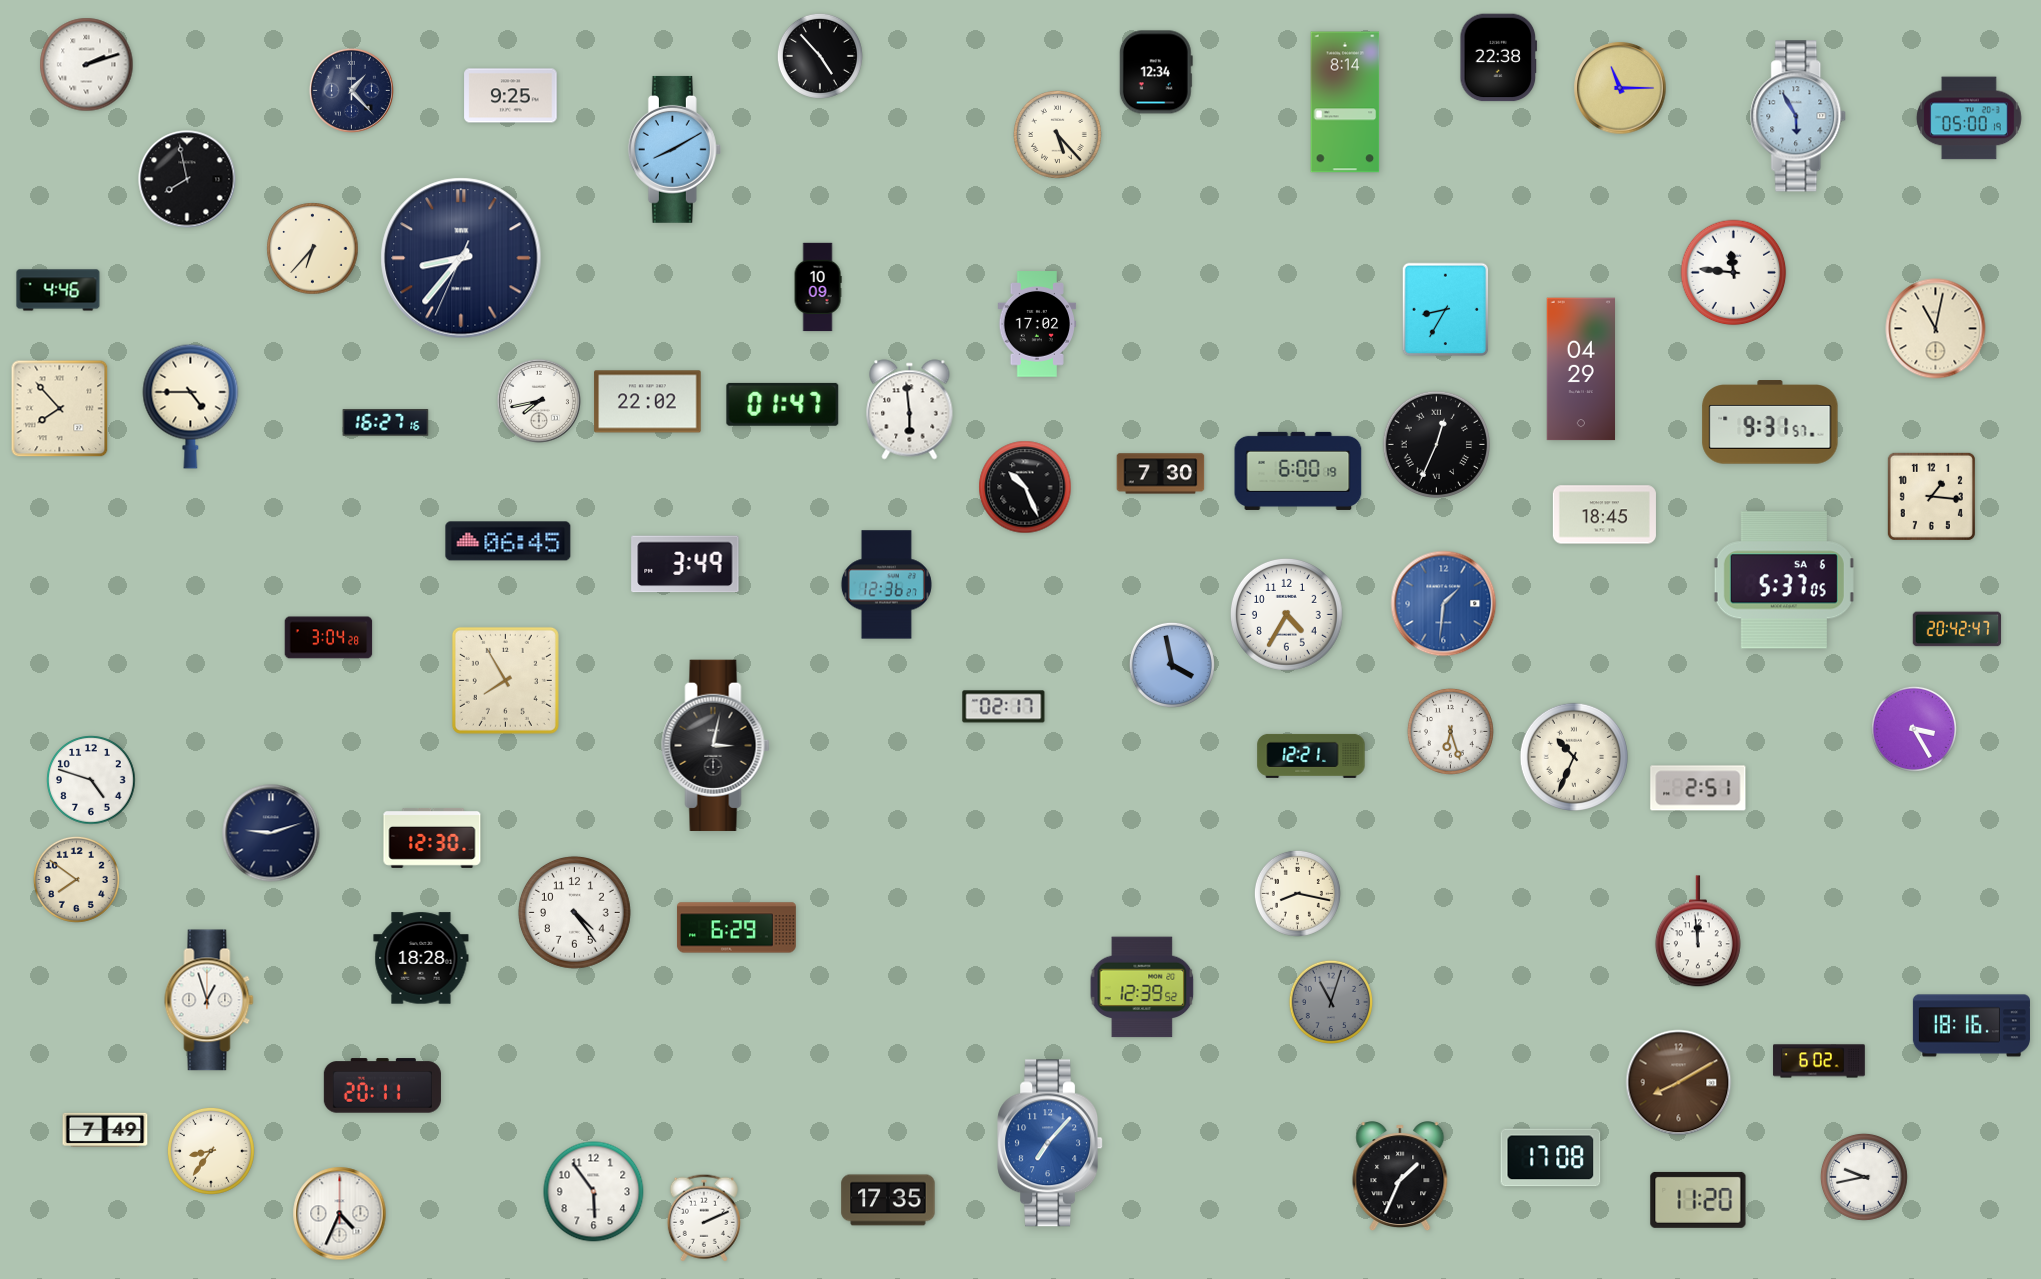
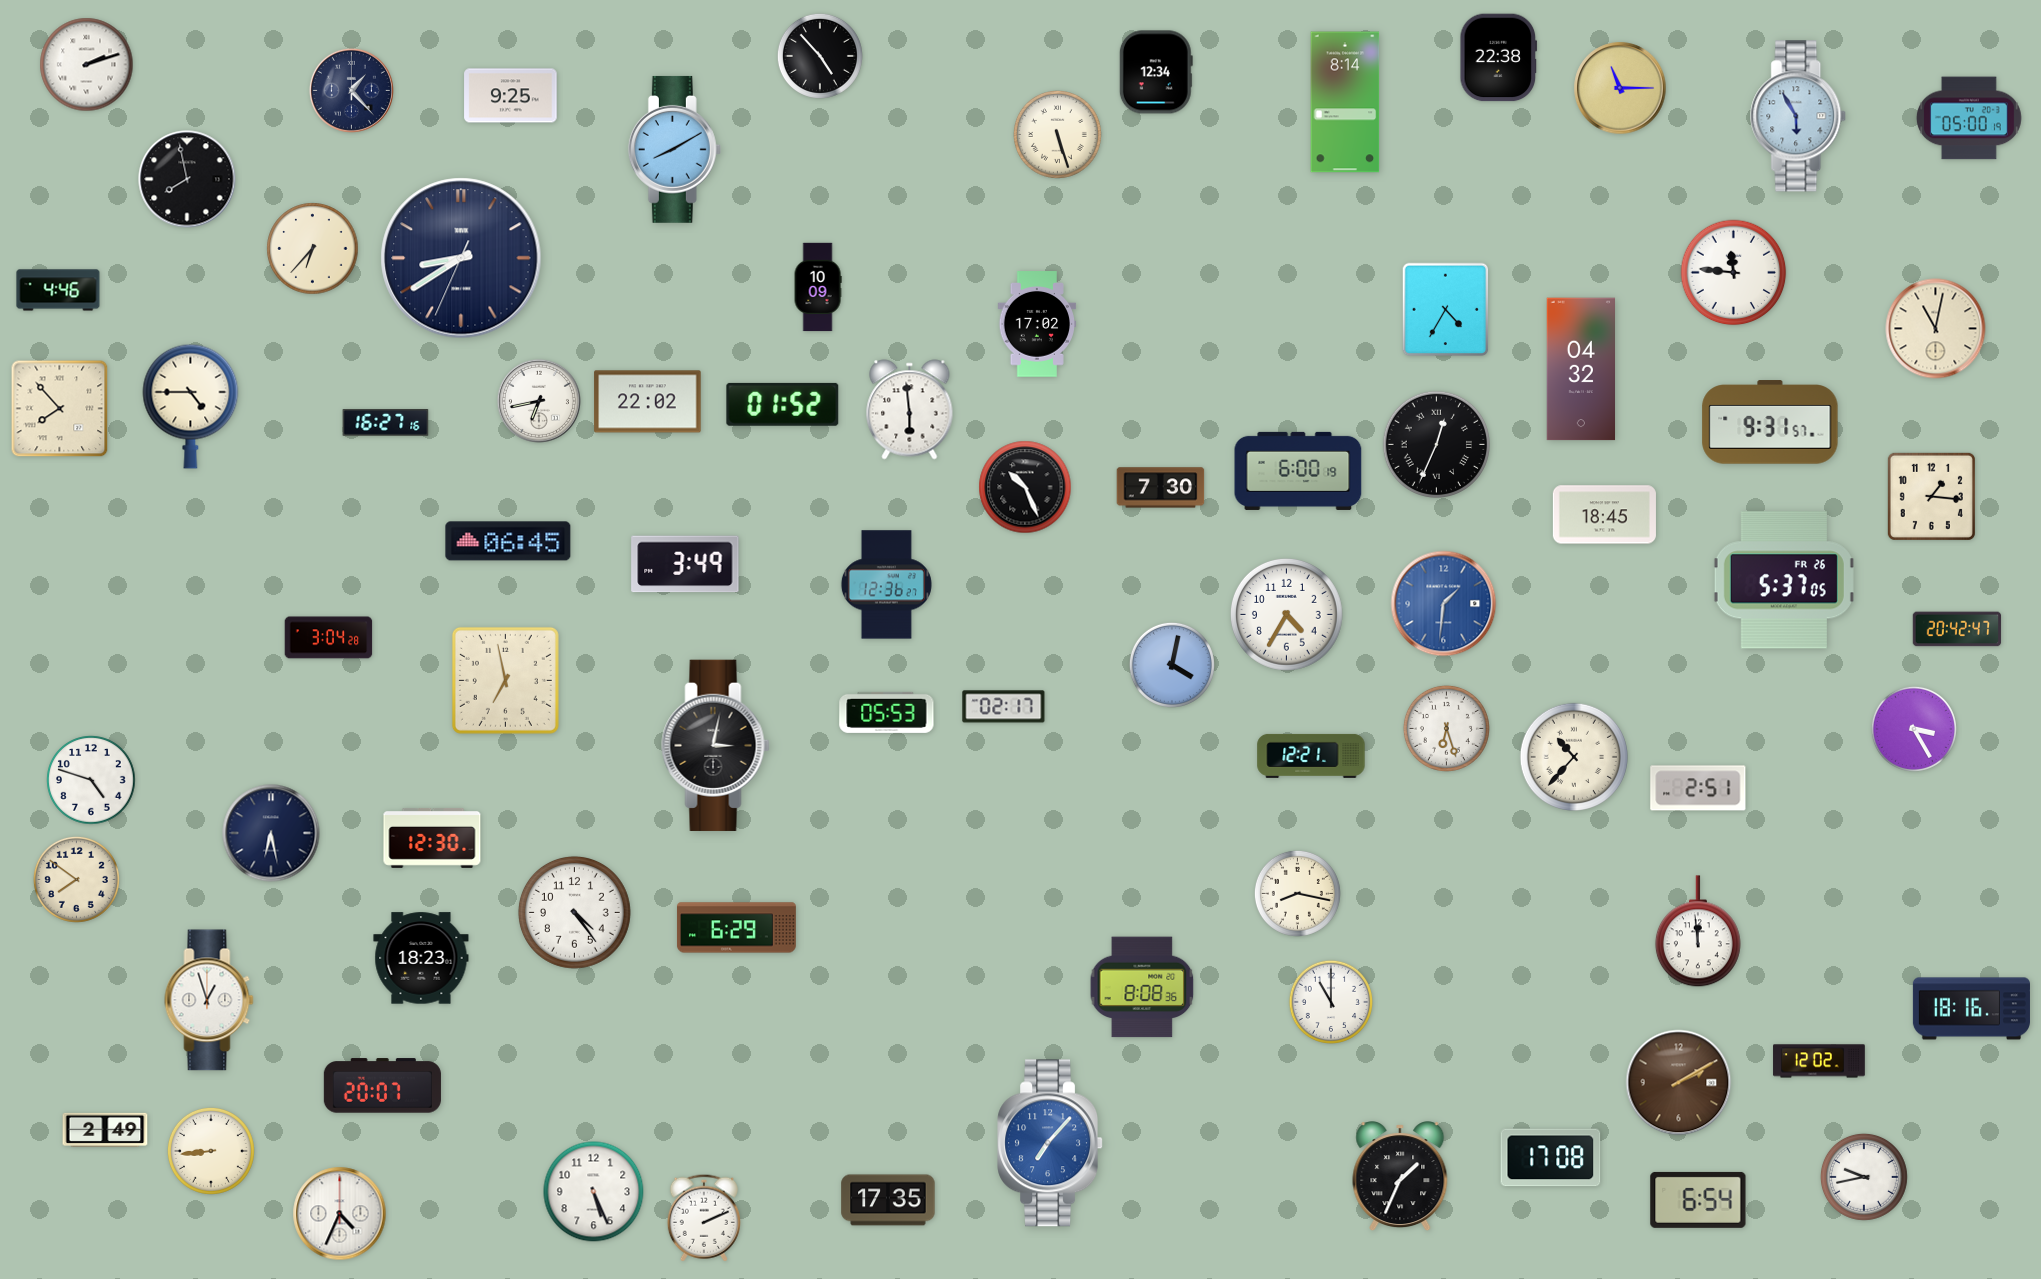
clock at (1058, 135): 5:23 -> 5:27
clock at (461, 258): 8:36 -> 8:39
clock at (1446, 310): 8:35 -> 4:35
clock at (1581, 369): 04:29 -> 04:32
clock at (539, 401): 7:43 -> 6:43
clock at (783, 404): 01:47 -> 01:52
clock at (1161, 474) position: (1161, 474) -> (1161, 488)
clock at (1784, 580) date: SA 6 -> FR 26
clock at (1172, 665): 3:58 -> 4:02
clock at (505, 680): 7:55 -> 6:58
clock at (887, 712): none -> 05:53
clock at (1450, 731) position: (1450, 731) -> (1446, 728)
clock at (1574, 757): 10:34 -> 10:37
clock at (271, 833): 9:12 -> 6:28
clock at (421, 958): 18:28 -> 18:23
clock at (1142, 987): 12:39 -> 8:08
clock at (1330, 1001): 11:03 -> 11:00
clock at (1330, 1001) dial: grey -> white
clock at (1971, 1026) position: (1971, 1026) -> (1971, 1009)
clock at (1819, 1061): 6:02 -> 12:02
clock at (1679, 1083): 8:10 -> 2:10
clock at (382, 1086): 20:11 -> 20:07
clock at (105, 1130): 7:49 -> 2:49
clock at (211, 1151): 8:36 -> 8:44
clock at (594, 1192): 5:54 -> 5:26
clock at (1698, 1200): 11:20 -> 6:54
